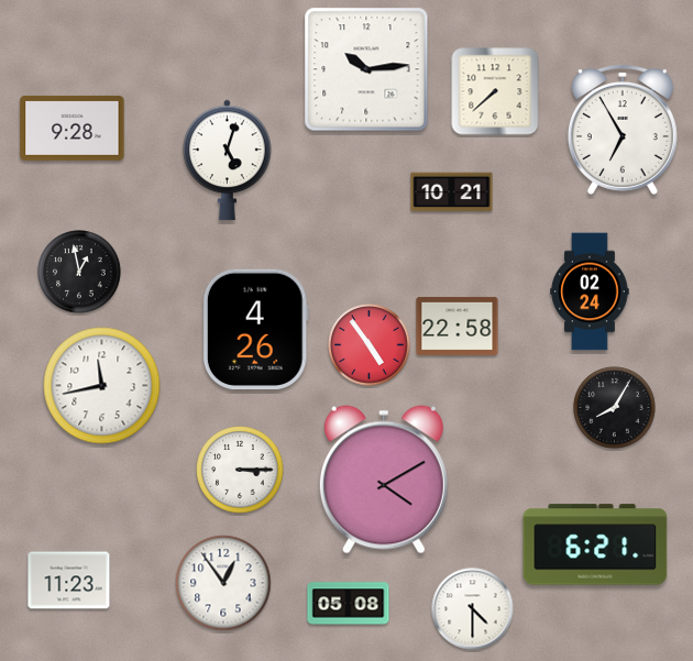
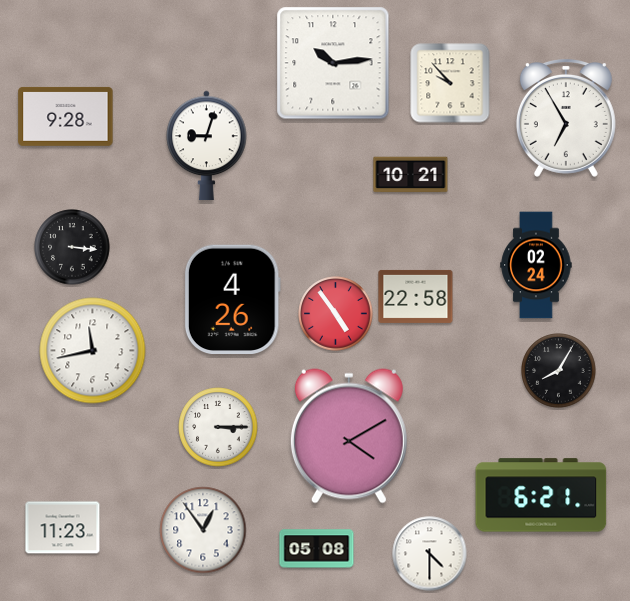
clock at (495, 91): 7:38 -> 9:53
clock at (228, 161): 5:03 -> 9:03
clock at (79, 272): 12:58 -> 3:16
